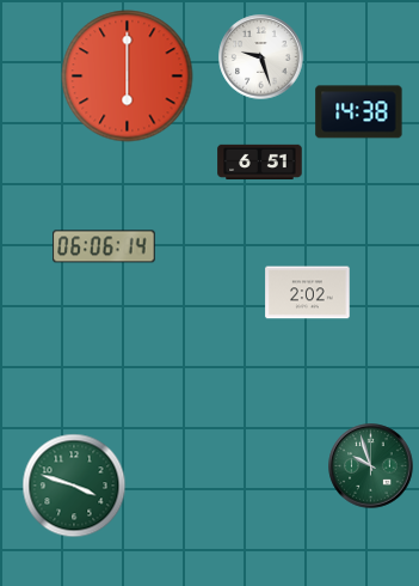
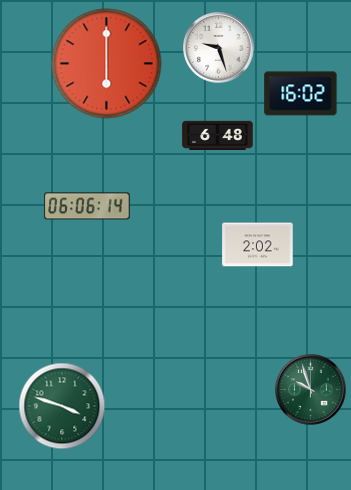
clock at (359, 112): 14:38 -> 16:02
clock at (260, 161): 6:51 -> 6:48
